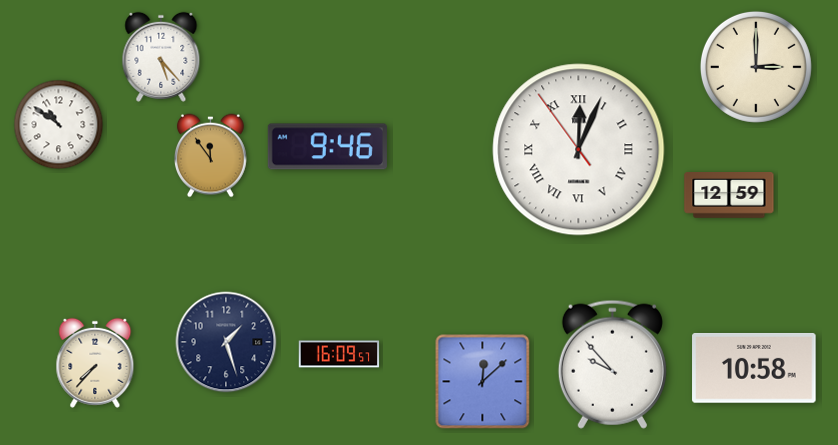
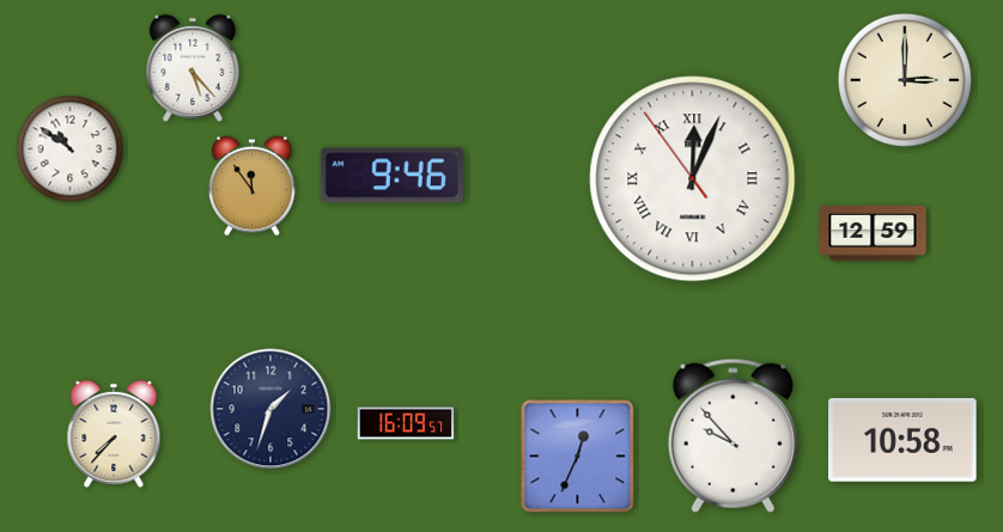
clock at (226, 342): 1:27 -> 1:33
clock at (483, 382): 12:08 -> 12:34
